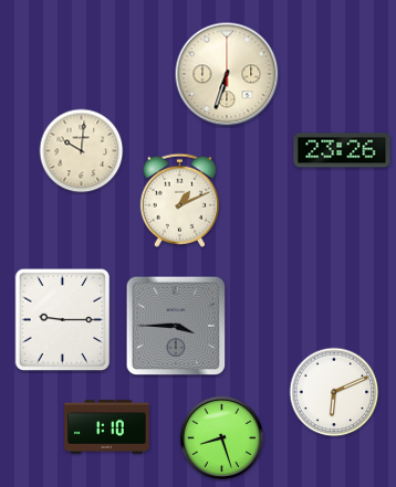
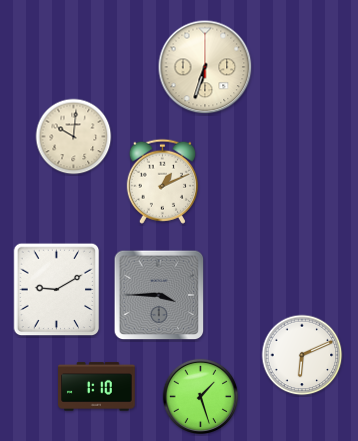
clock at (342, 150): 23:26 -> none
clock at (63, 320): 9:15 -> 9:10
clock at (222, 438): 8:27 -> 1:27
